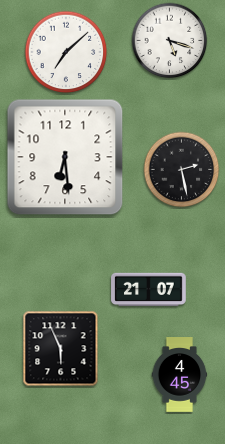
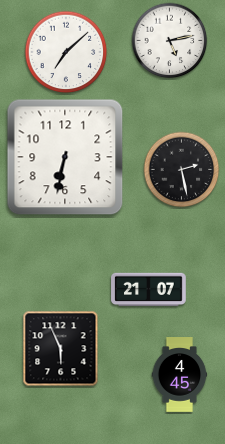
clock at (170, 41): 5:18 -> 5:13
clock at (65, 157): 6:29 -> 6:32
